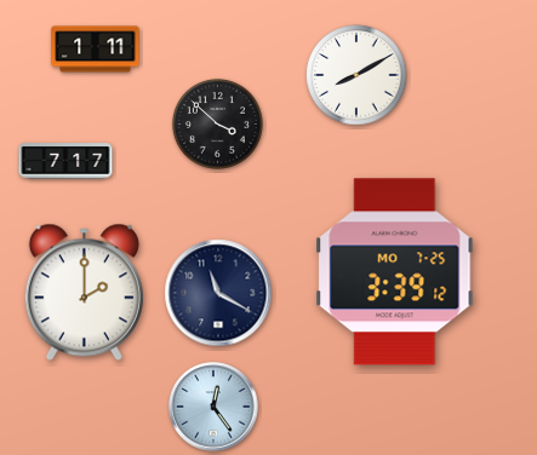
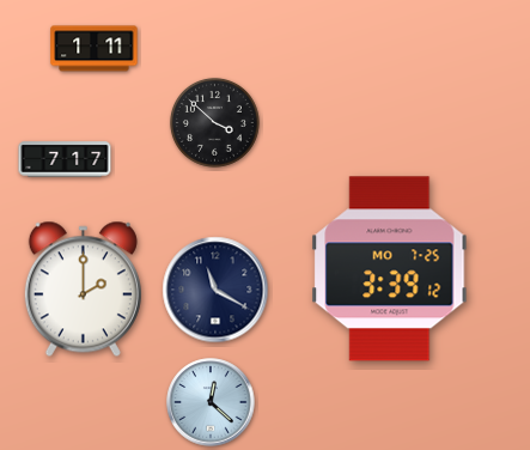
clock at (356, 75): 8:10 -> none
clock at (213, 407): 12:24 -> 12:22
